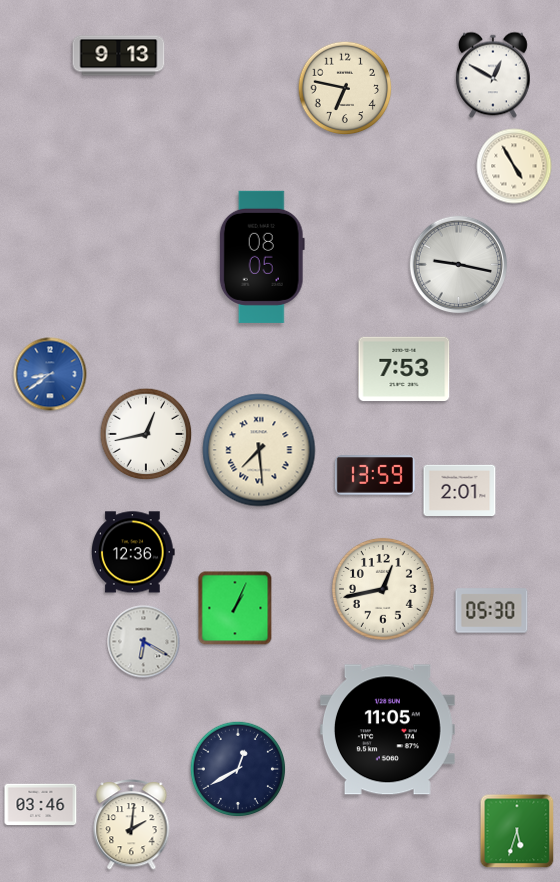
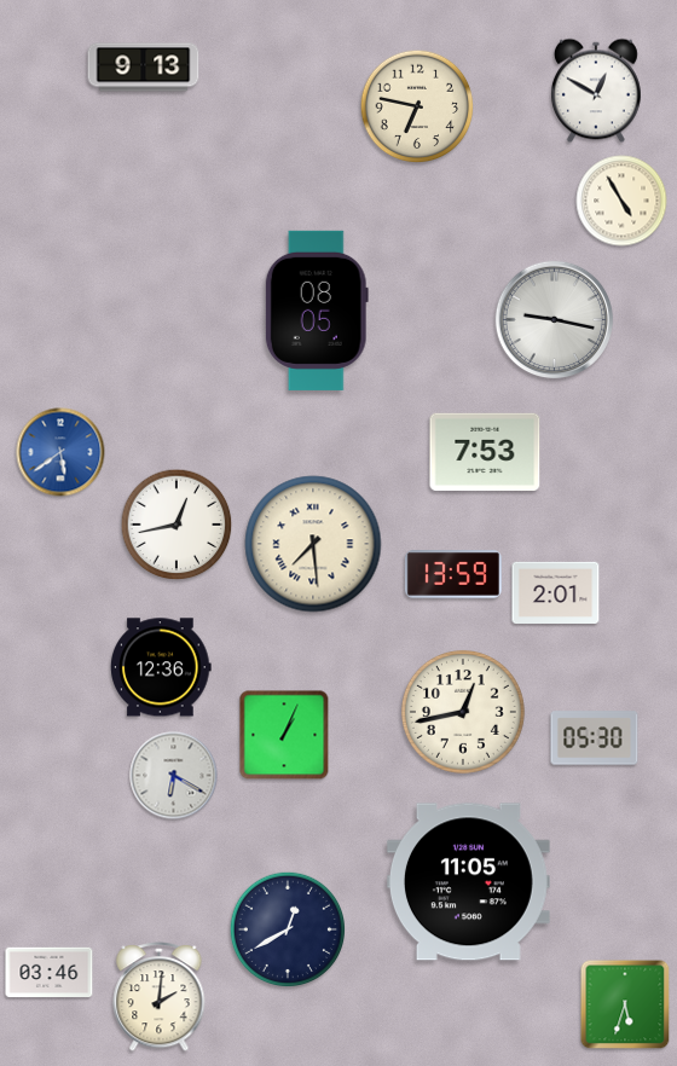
clock at (404, 368) position: (404, 368) -> (485, 451)
clock at (50, 374): 8:39 -> 5:39
